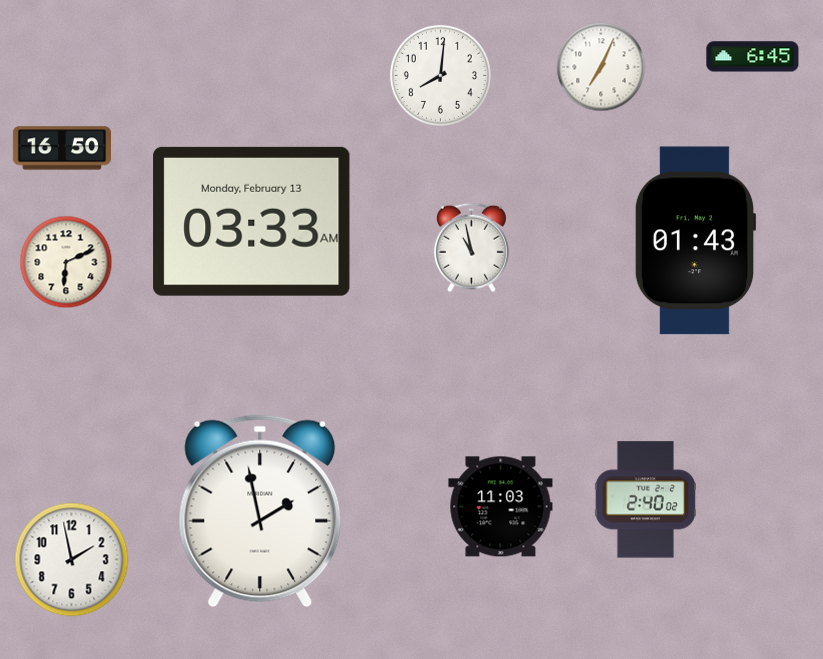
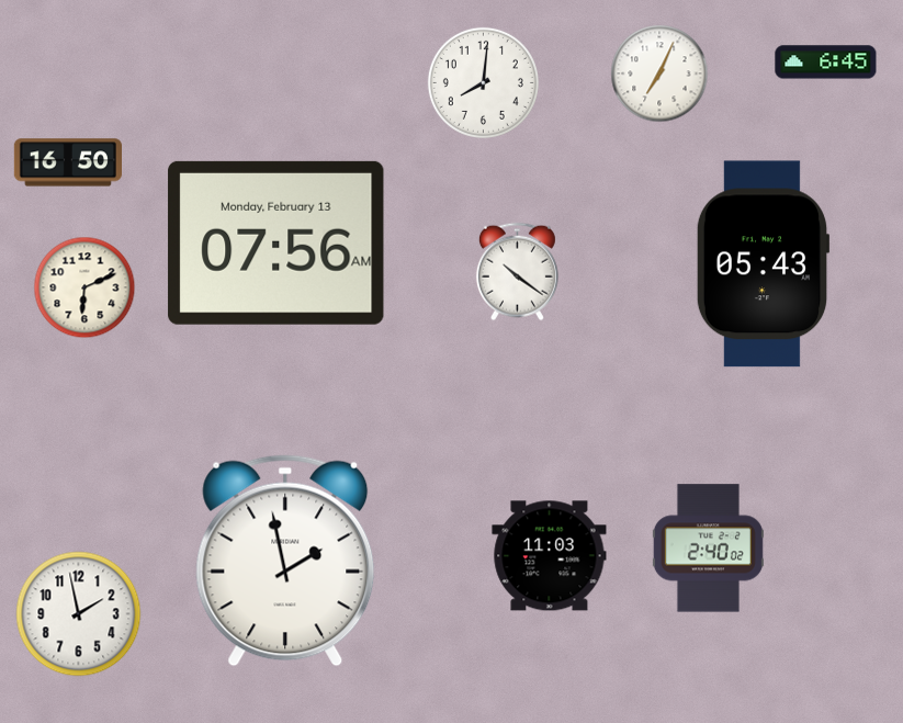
clock at (252, 221): 03:33 -> 07:56
clock at (695, 241): 01:43 -> 05:43
clock at (471, 248): 10:58 -> 10:21
clock at (66, 262) position: (66, 262) -> (84, 287)
